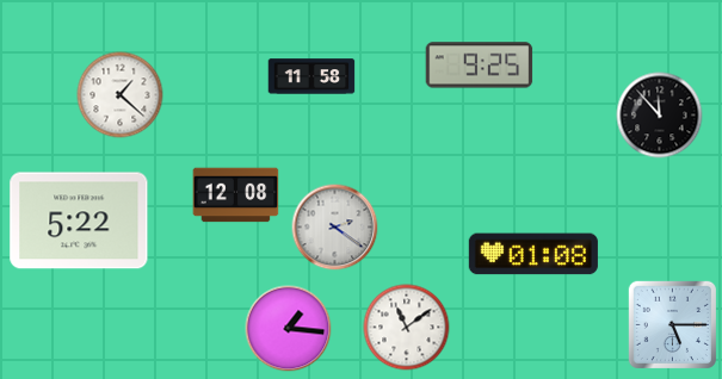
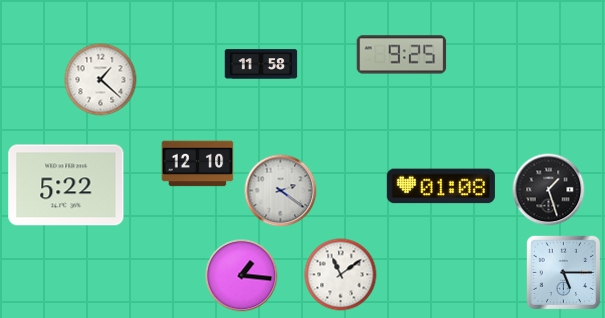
clock at (660, 116): 11:53 -> none
clock at (236, 195): 12:08 -> 12:10
clock at (549, 190): none -> 1:27
clock at (533, 254) position: (533, 254) -> (441, 186)
